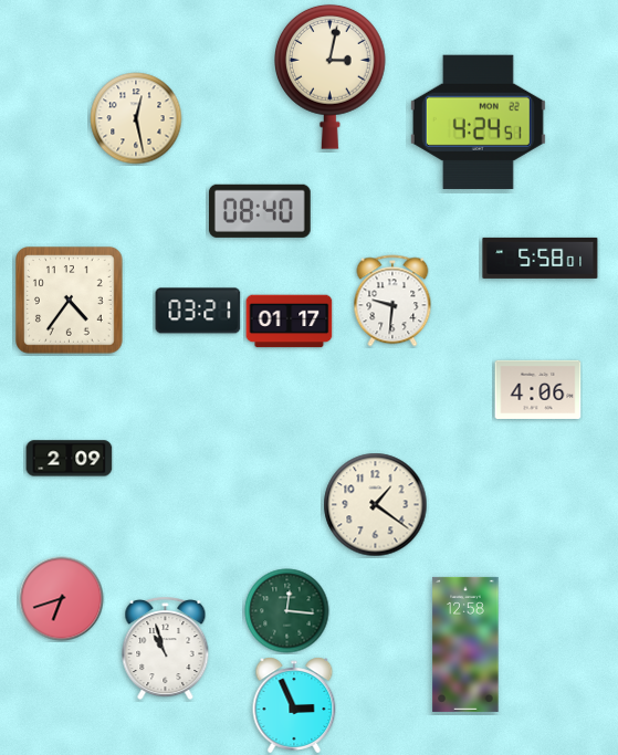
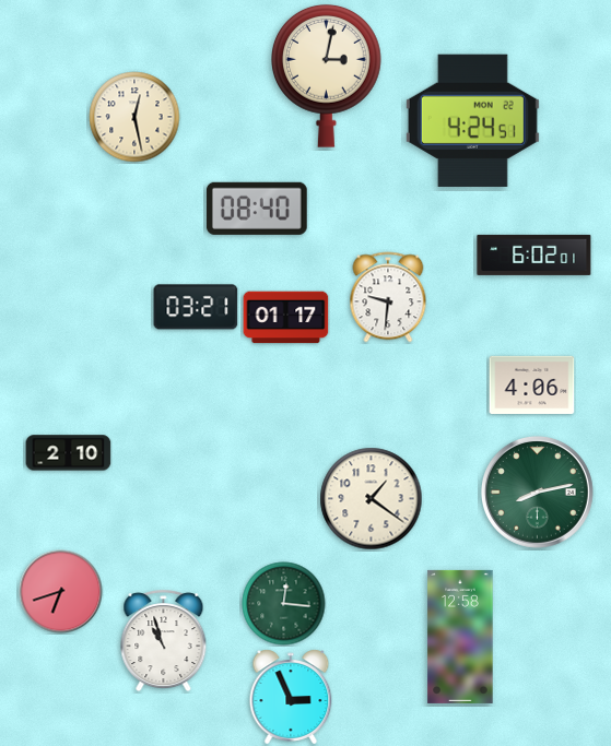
clock at (541, 258): 5:58 -> 6:02
clock at (70, 301): 4:36 -> none
clock at (70, 459): 2:09 -> 2:10
clock at (537, 492): none -> 8:13
